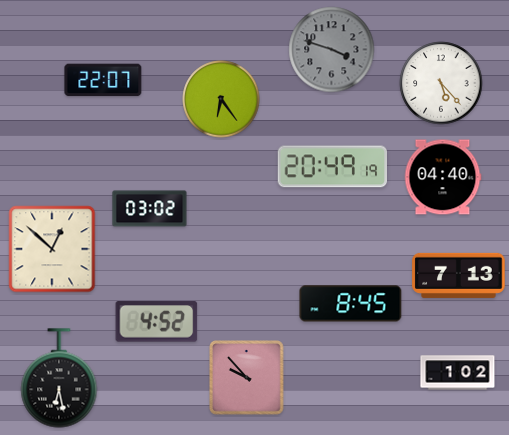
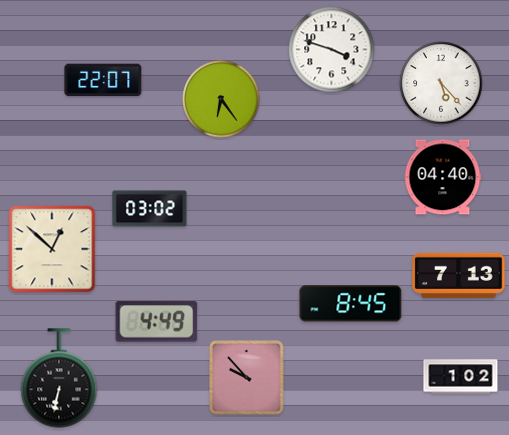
clock at (332, 50) dial: grey -> white
clock at (332, 167): 20:49 -> none
clock at (157, 322): 4:52 -> 4:49
clock at (458, 373) position: (458, 373) -> (461, 377)
clock at (59, 378): 6:28 -> 6:32
